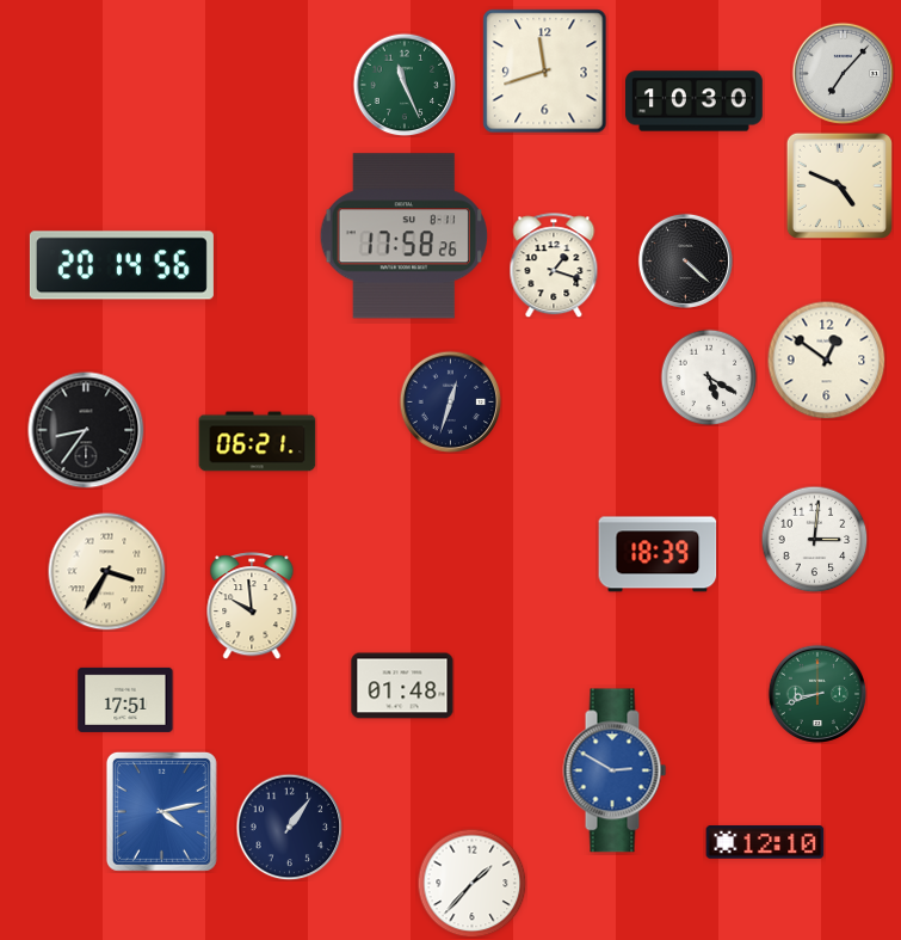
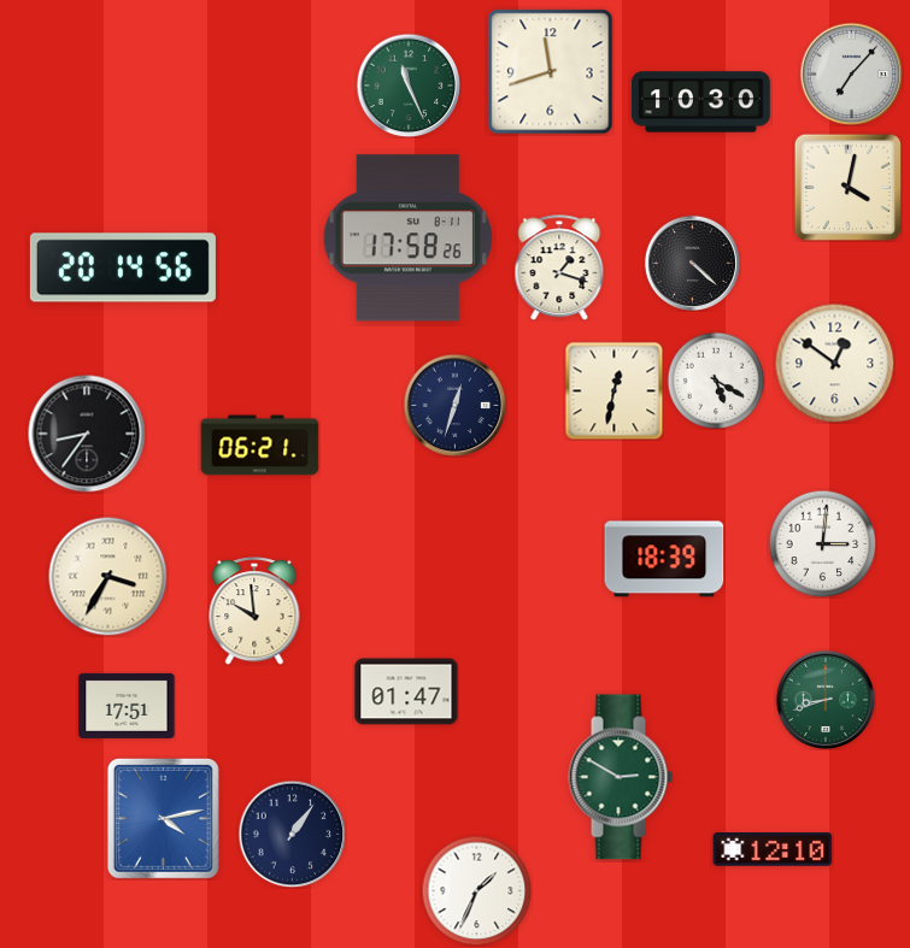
clock at (839, 185): 4:49 -> 4:02
clock at (613, 390): none -> 12:32
clock at (402, 686): 01:48 -> 01:47
clock at (615, 770) dial: blue -> green
clock at (471, 883): 1:37 -> 1:34
